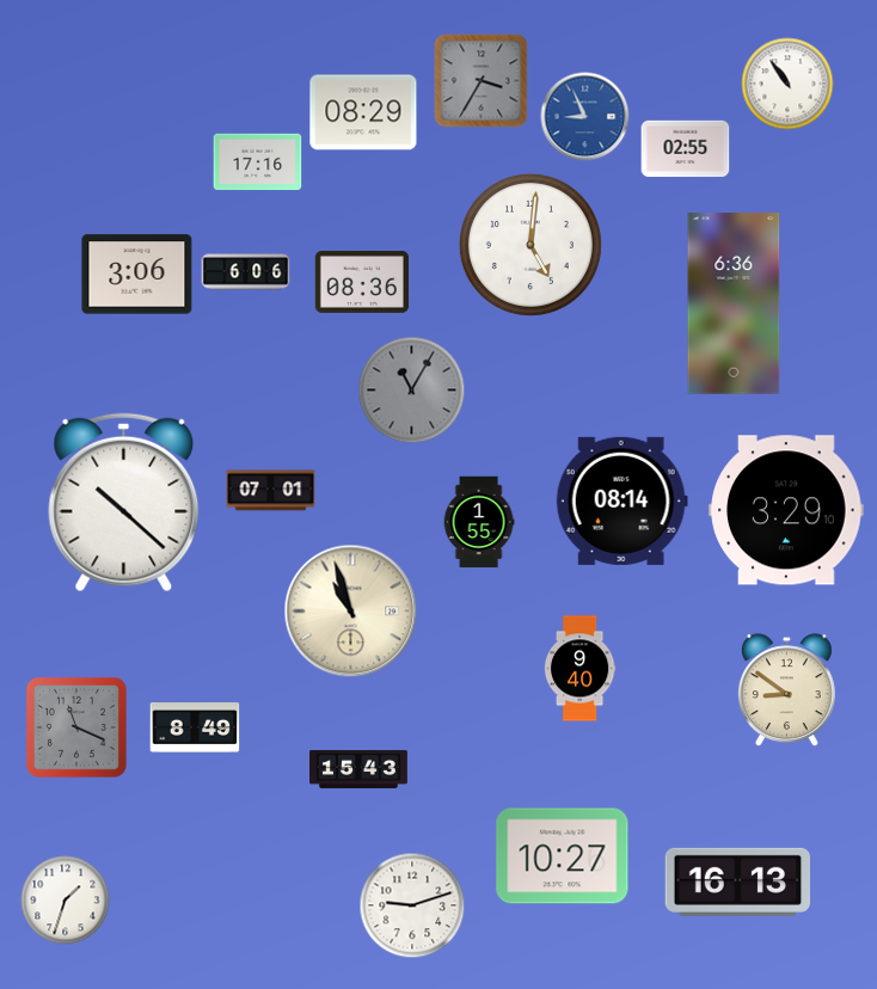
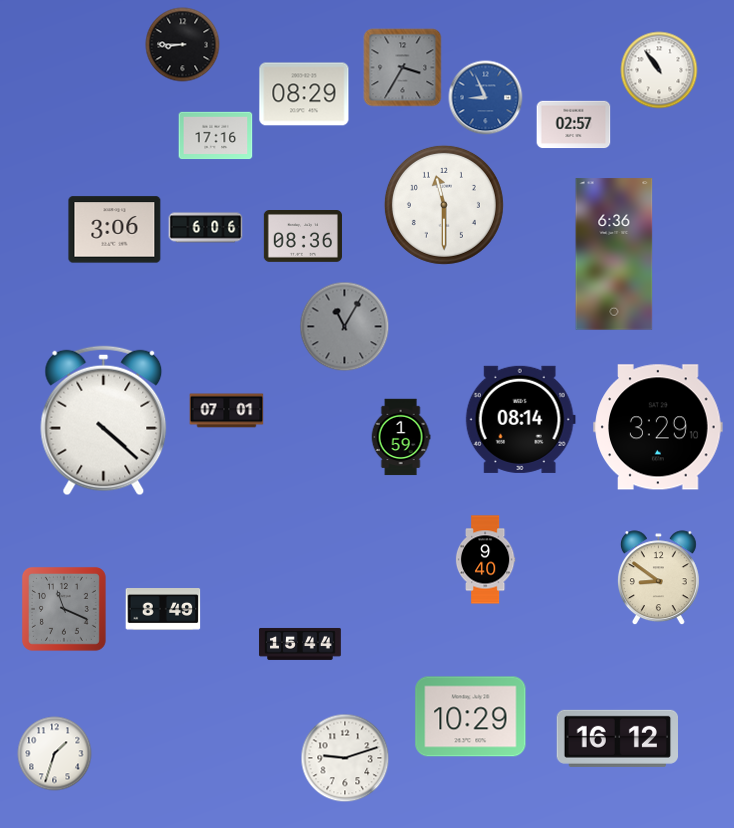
clock at (183, 45): none -> 8:45
clock at (585, 117) position: (585, 117) -> (486, 98)
clock at (686, 149): 02:55 -> 02:57
clock at (531, 245): 5:01 -> 11:30
clock at (124, 503): 10:22 -> 4:22
clock at (479, 522): 1:55 -> 1:59
clock at (351, 612): 10:57 -> none
clock at (358, 769): 15:43 -> 15:44
clock at (563, 856): 10:27 -> 10:29
clock at (737, 881): 16:13 -> 16:12
